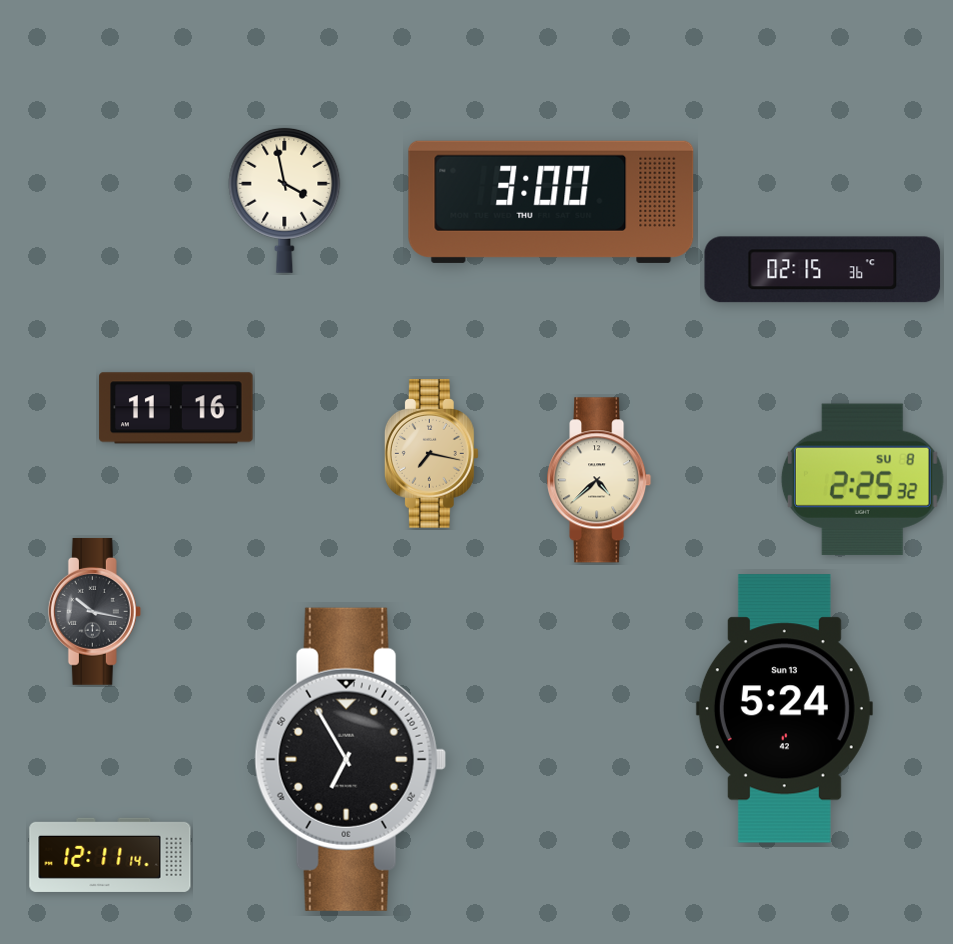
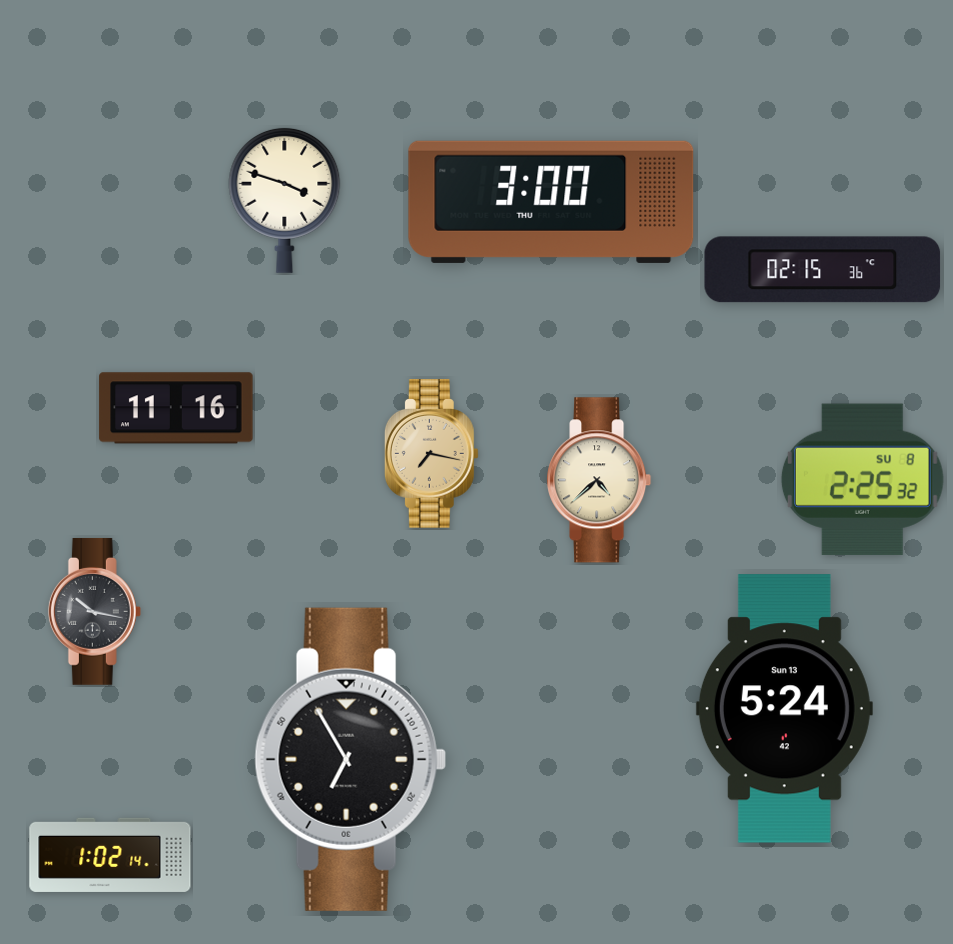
clock at (285, 200): 3:58 -> 3:48
clock at (110, 855): 12:11 -> 1:02
